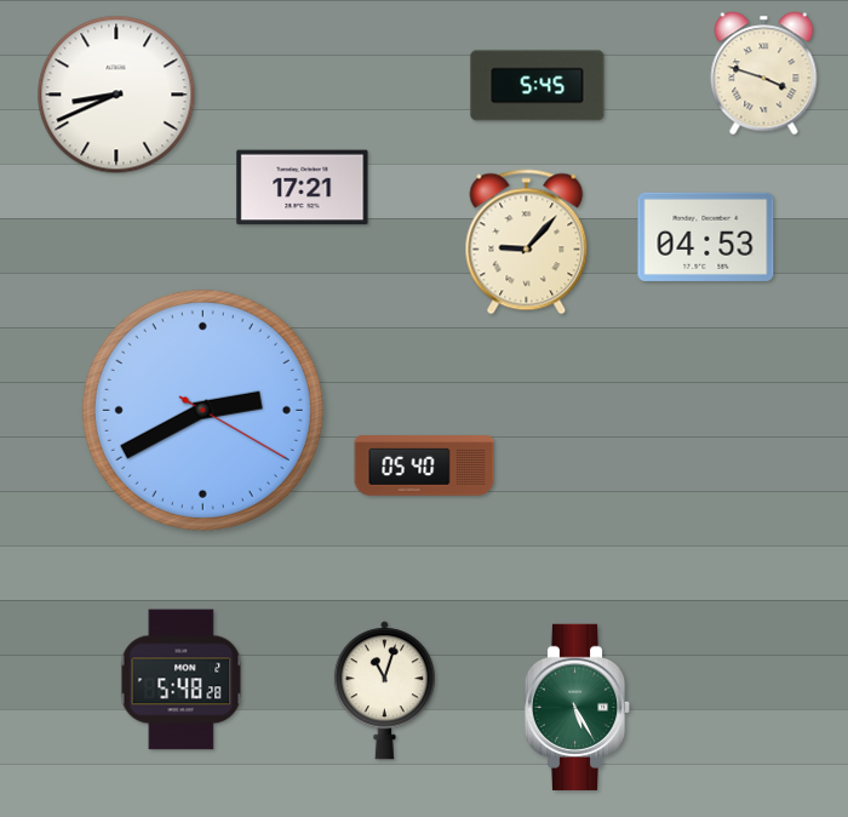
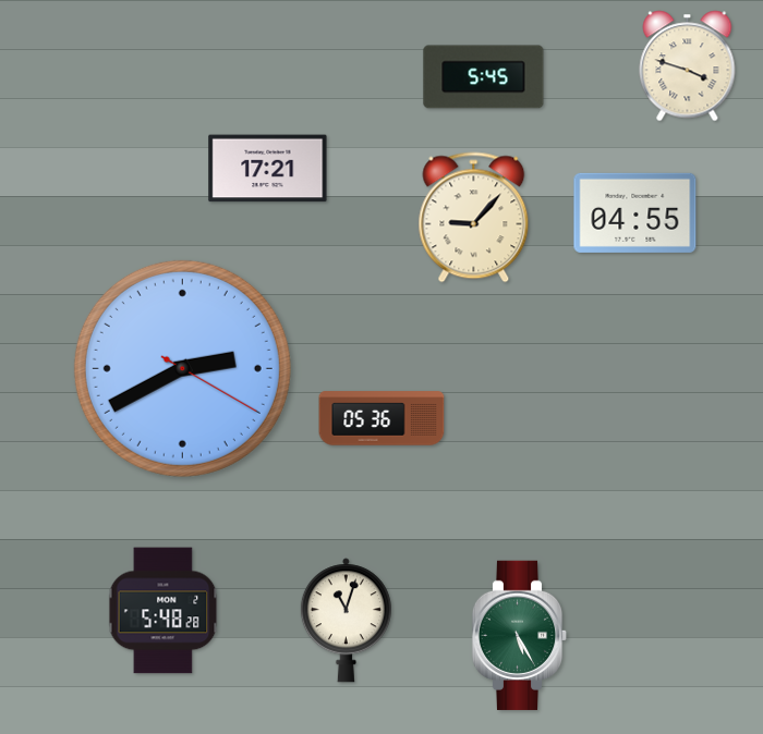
clock at (116, 95): 8:41 -> none
clock at (303, 188) position: (303, 188) -> (268, 169)
clock at (706, 236): 04:53 -> 04:55
clock at (424, 465): 05:40 -> 05:36
